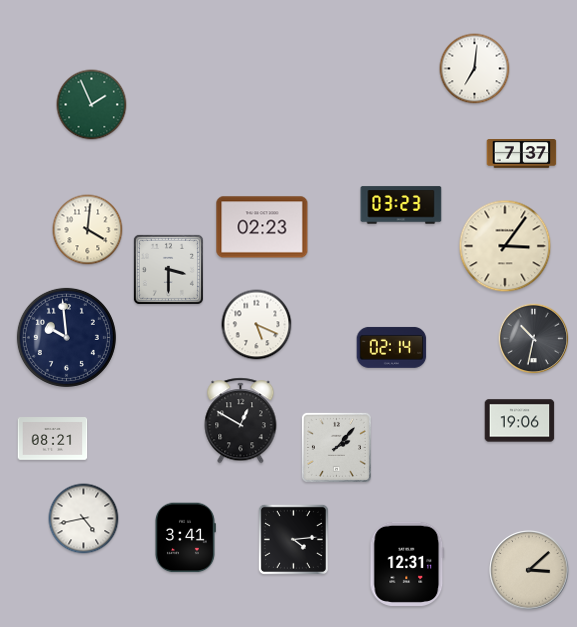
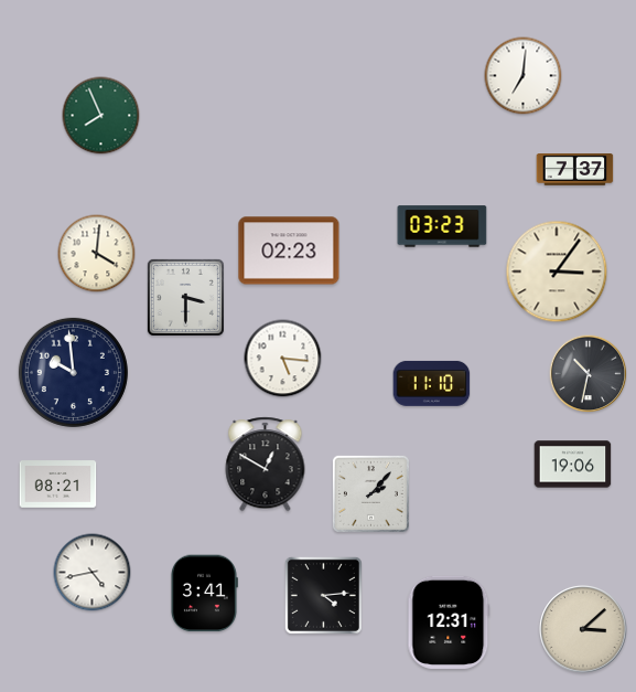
clock at (92, 105): 1:56 -> 7:56
clock at (257, 325): 5:19 -> 5:16
clock at (392, 347): 02:14 -> 11:10
